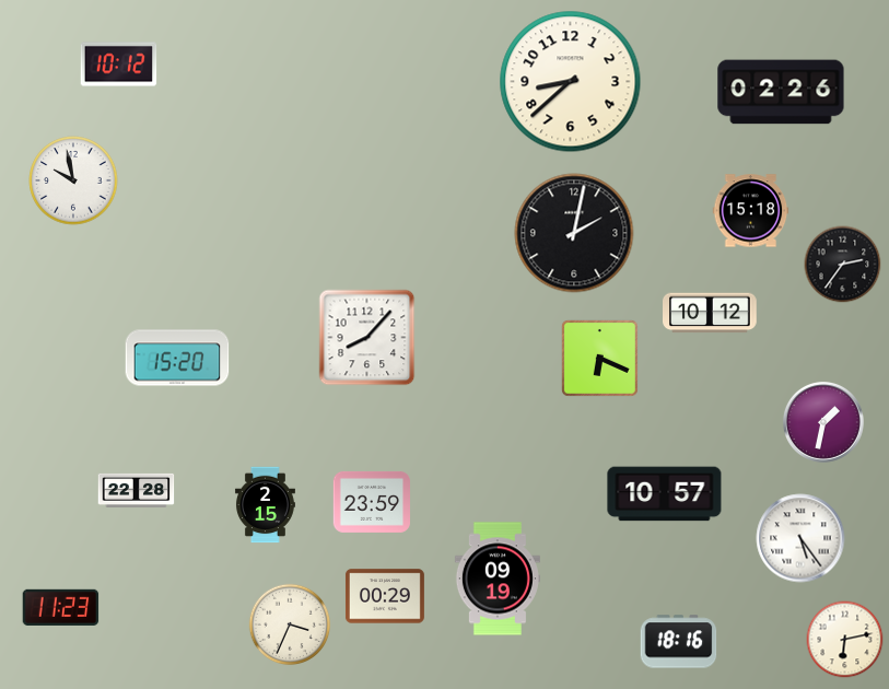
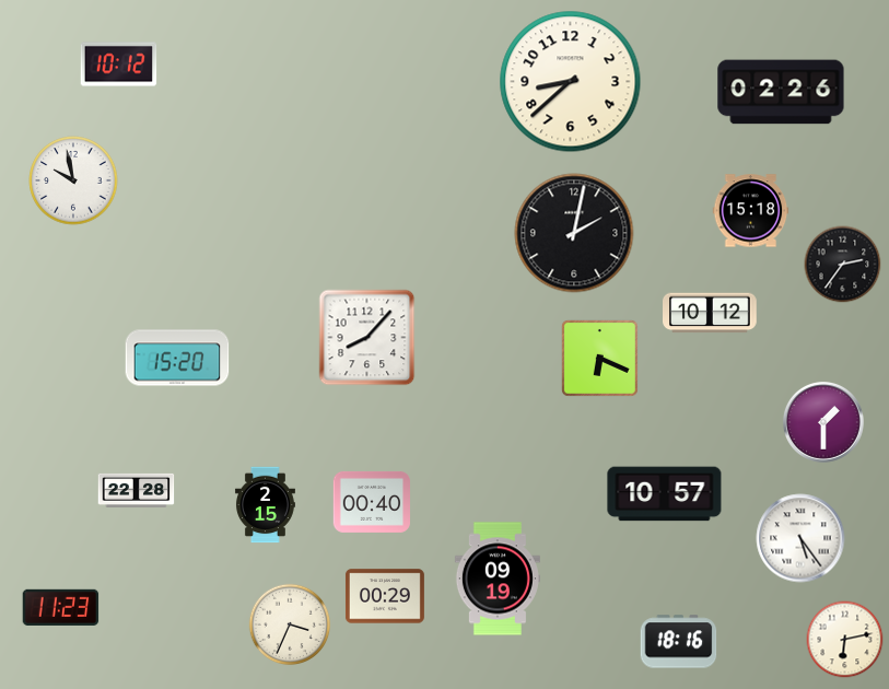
clock at (823, 422): 1:32 -> 1:30
clock at (372, 502): 23:59 -> 00:40
